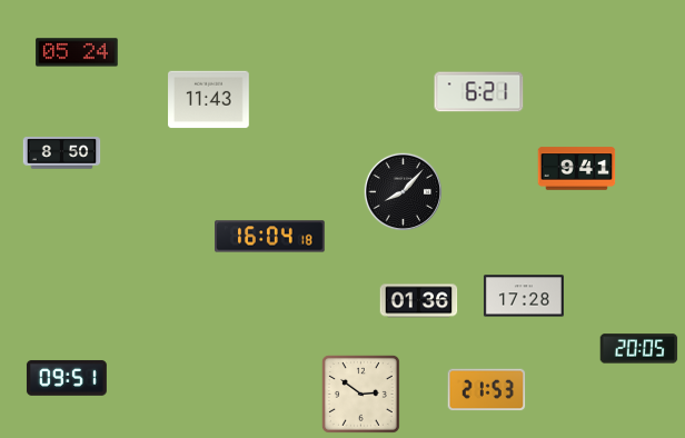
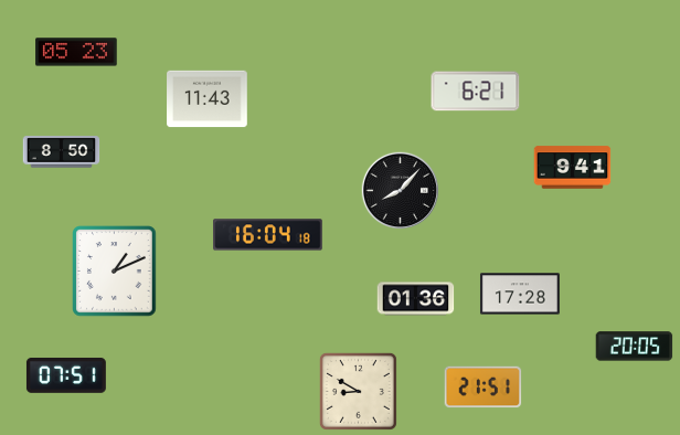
clock at (77, 52): 05:24 -> 05:23
clock at (115, 272): none -> 1:11
clock at (67, 378): 09:51 -> 07:51
clock at (487, 390): 21:53 -> 21:51
clock at (360, 394): 2:51 -> 8:50
